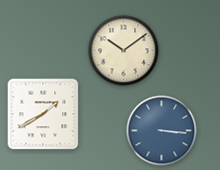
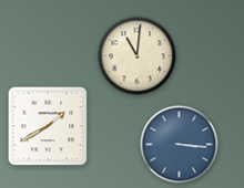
clock at (124, 51): 10:09 -> 11:01
